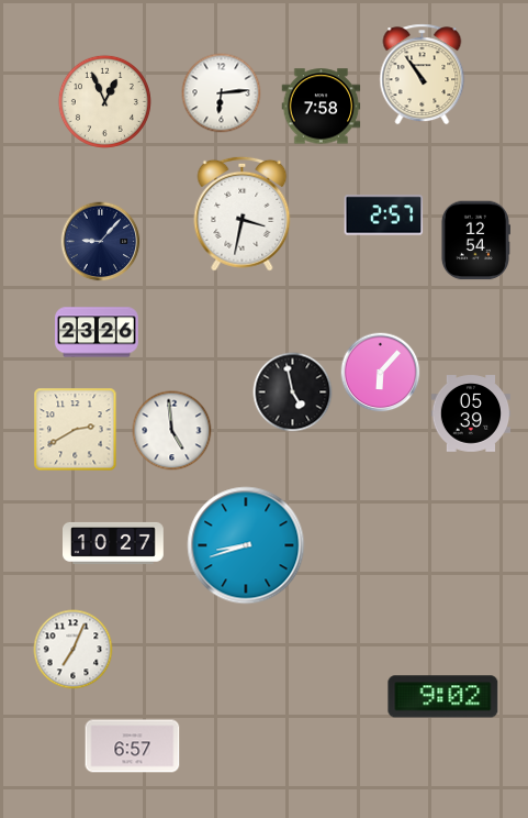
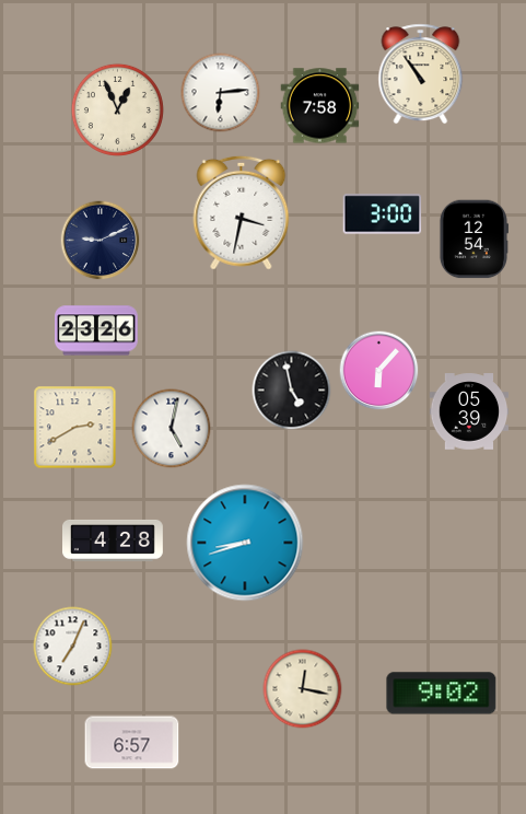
clock at (104, 101) position: (104, 101) -> (117, 109)
clock at (384, 215): 2:57 -> 3:00
clock at (101, 242): 9:07 -> 9:11
clock at (172, 431): 4:59 -> 5:02
clock at (114, 543): 10:27 -> 4:28
clock at (303, 689): none -> 12:17
